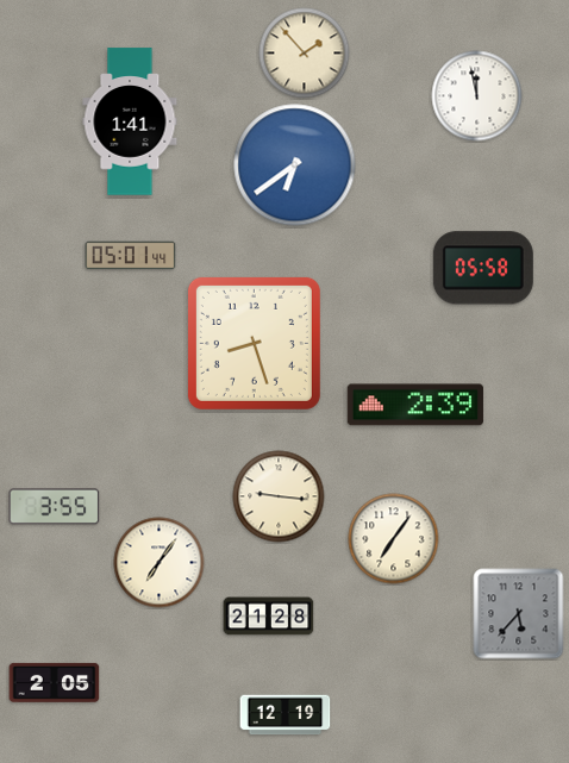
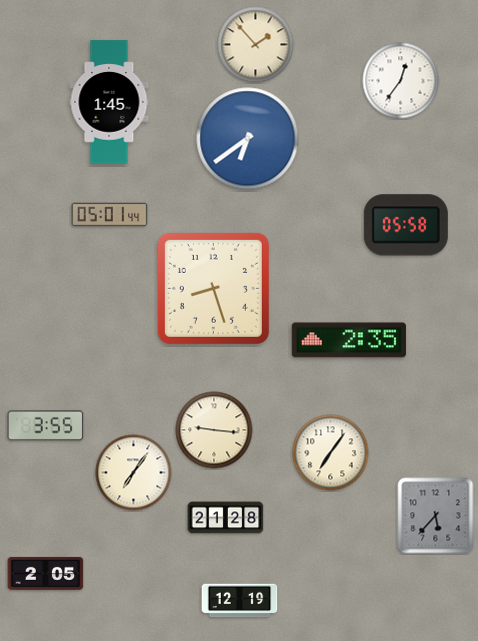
clock at (477, 96): 11:58 -> 12:36
clock at (130, 121): 1:41 -> 1:45
clock at (415, 405): 2:39 -> 2:35
clock at (279, 496) position: (279, 496) -> (214, 430)
